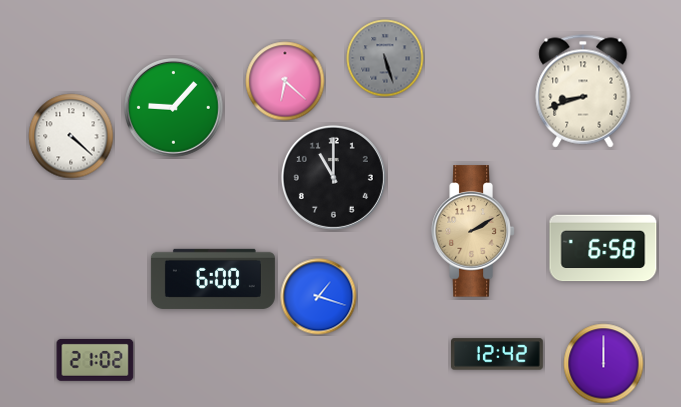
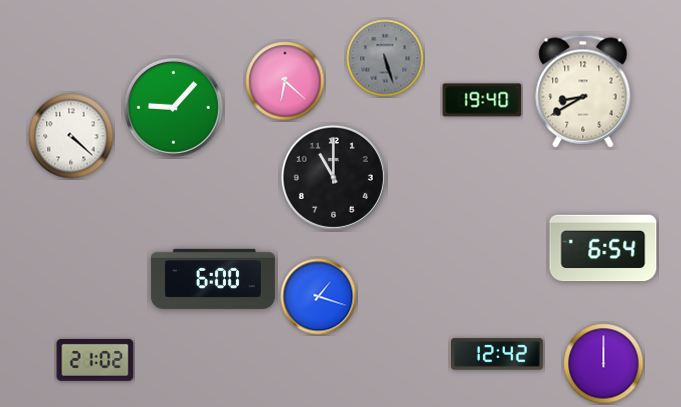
clock at (583, 91): 8:42 -> 8:40
clock at (482, 100): none -> 19:40
clock at (473, 231): 2:10 -> none
clock at (603, 248): 6:58 -> 6:54
